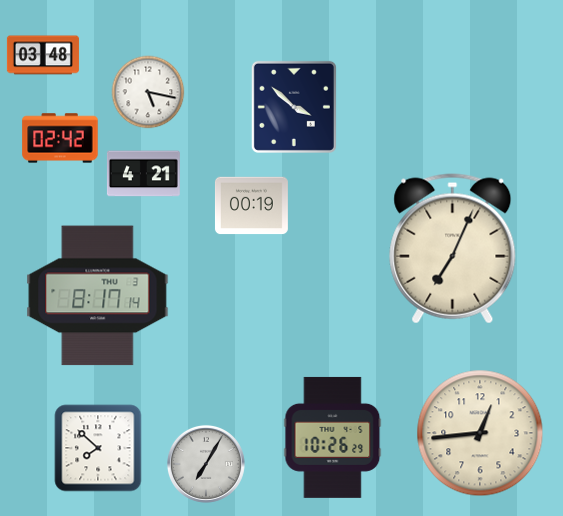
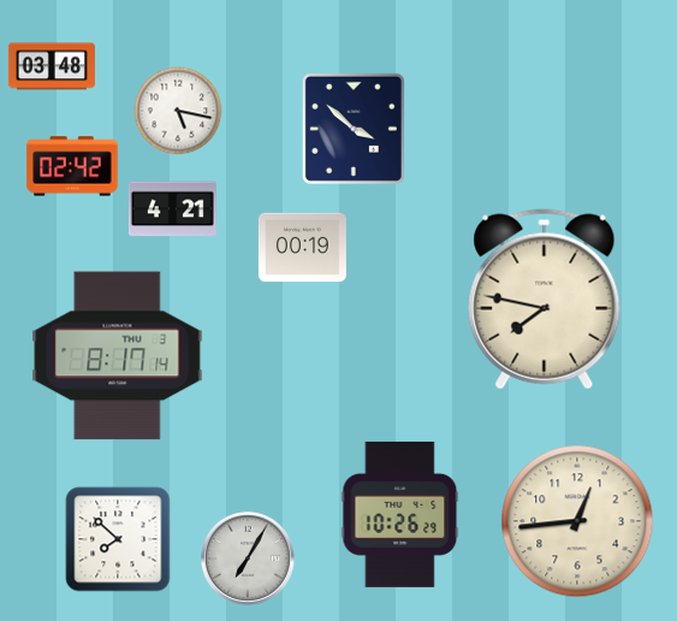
clock at (453, 249): 7:04 -> 7:47
clock at (333, 437) position: (333, 437) -> (400, 514)
